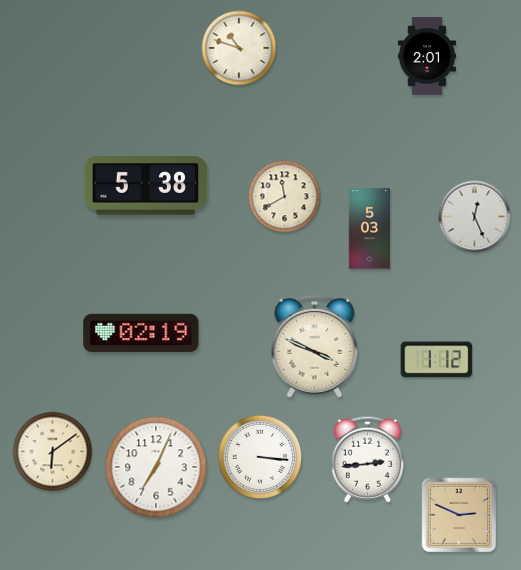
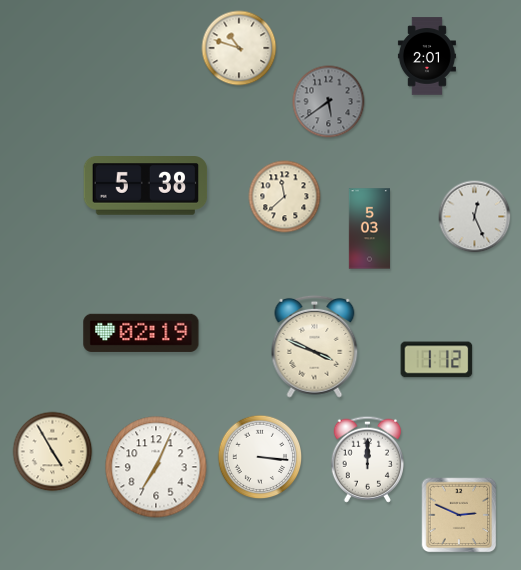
clock at (329, 102): none -> 5:39
clock at (285, 197): 11:40 -> 11:38
clock at (53, 452): 6:09 -> 4:55
clock at (367, 459): 2:44 -> 12:00
